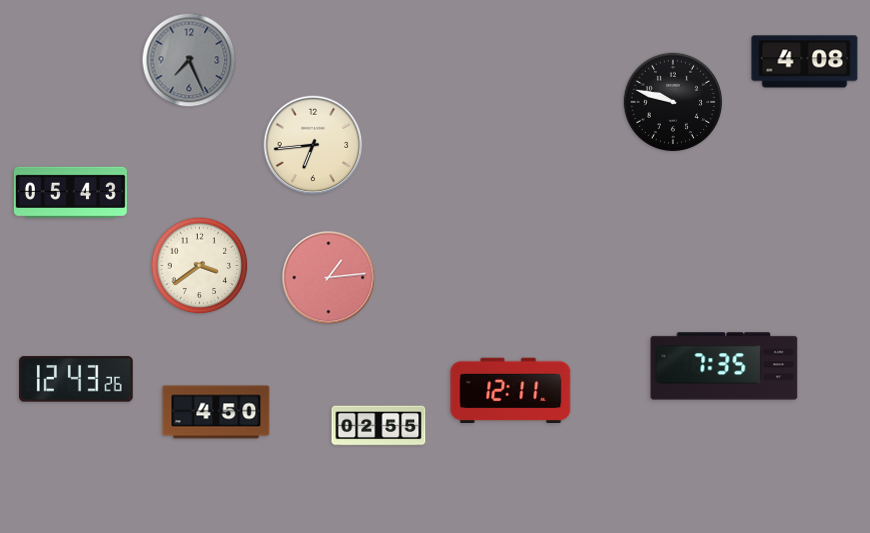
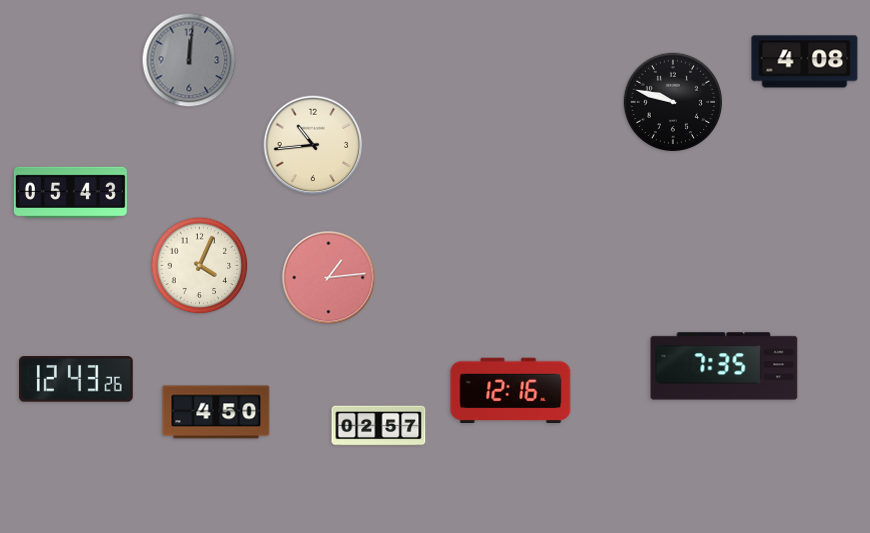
clock at (189, 60): 7:26 -> 12:01
clock at (313, 145): 6:44 -> 10:44
clock at (200, 266): 3:39 -> 4:04
clock at (511, 390): 12:11 -> 12:16
clock at (379, 426): 02:55 -> 02:57
